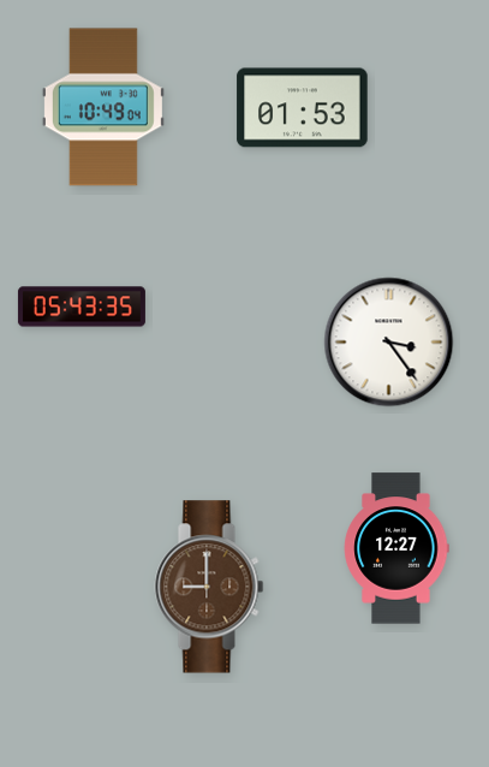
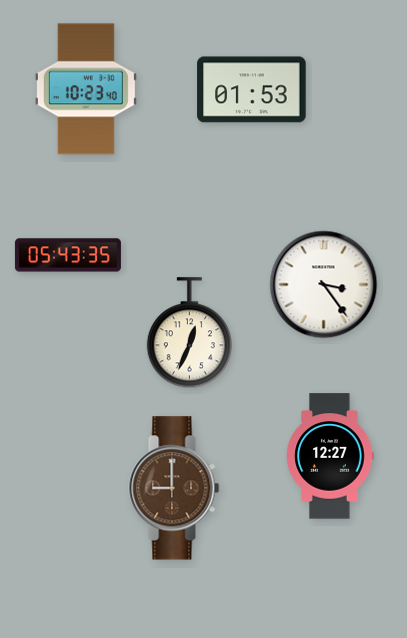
clock at (103, 107): 10:49 -> 10:23
clock at (189, 333): none -> 12:34
